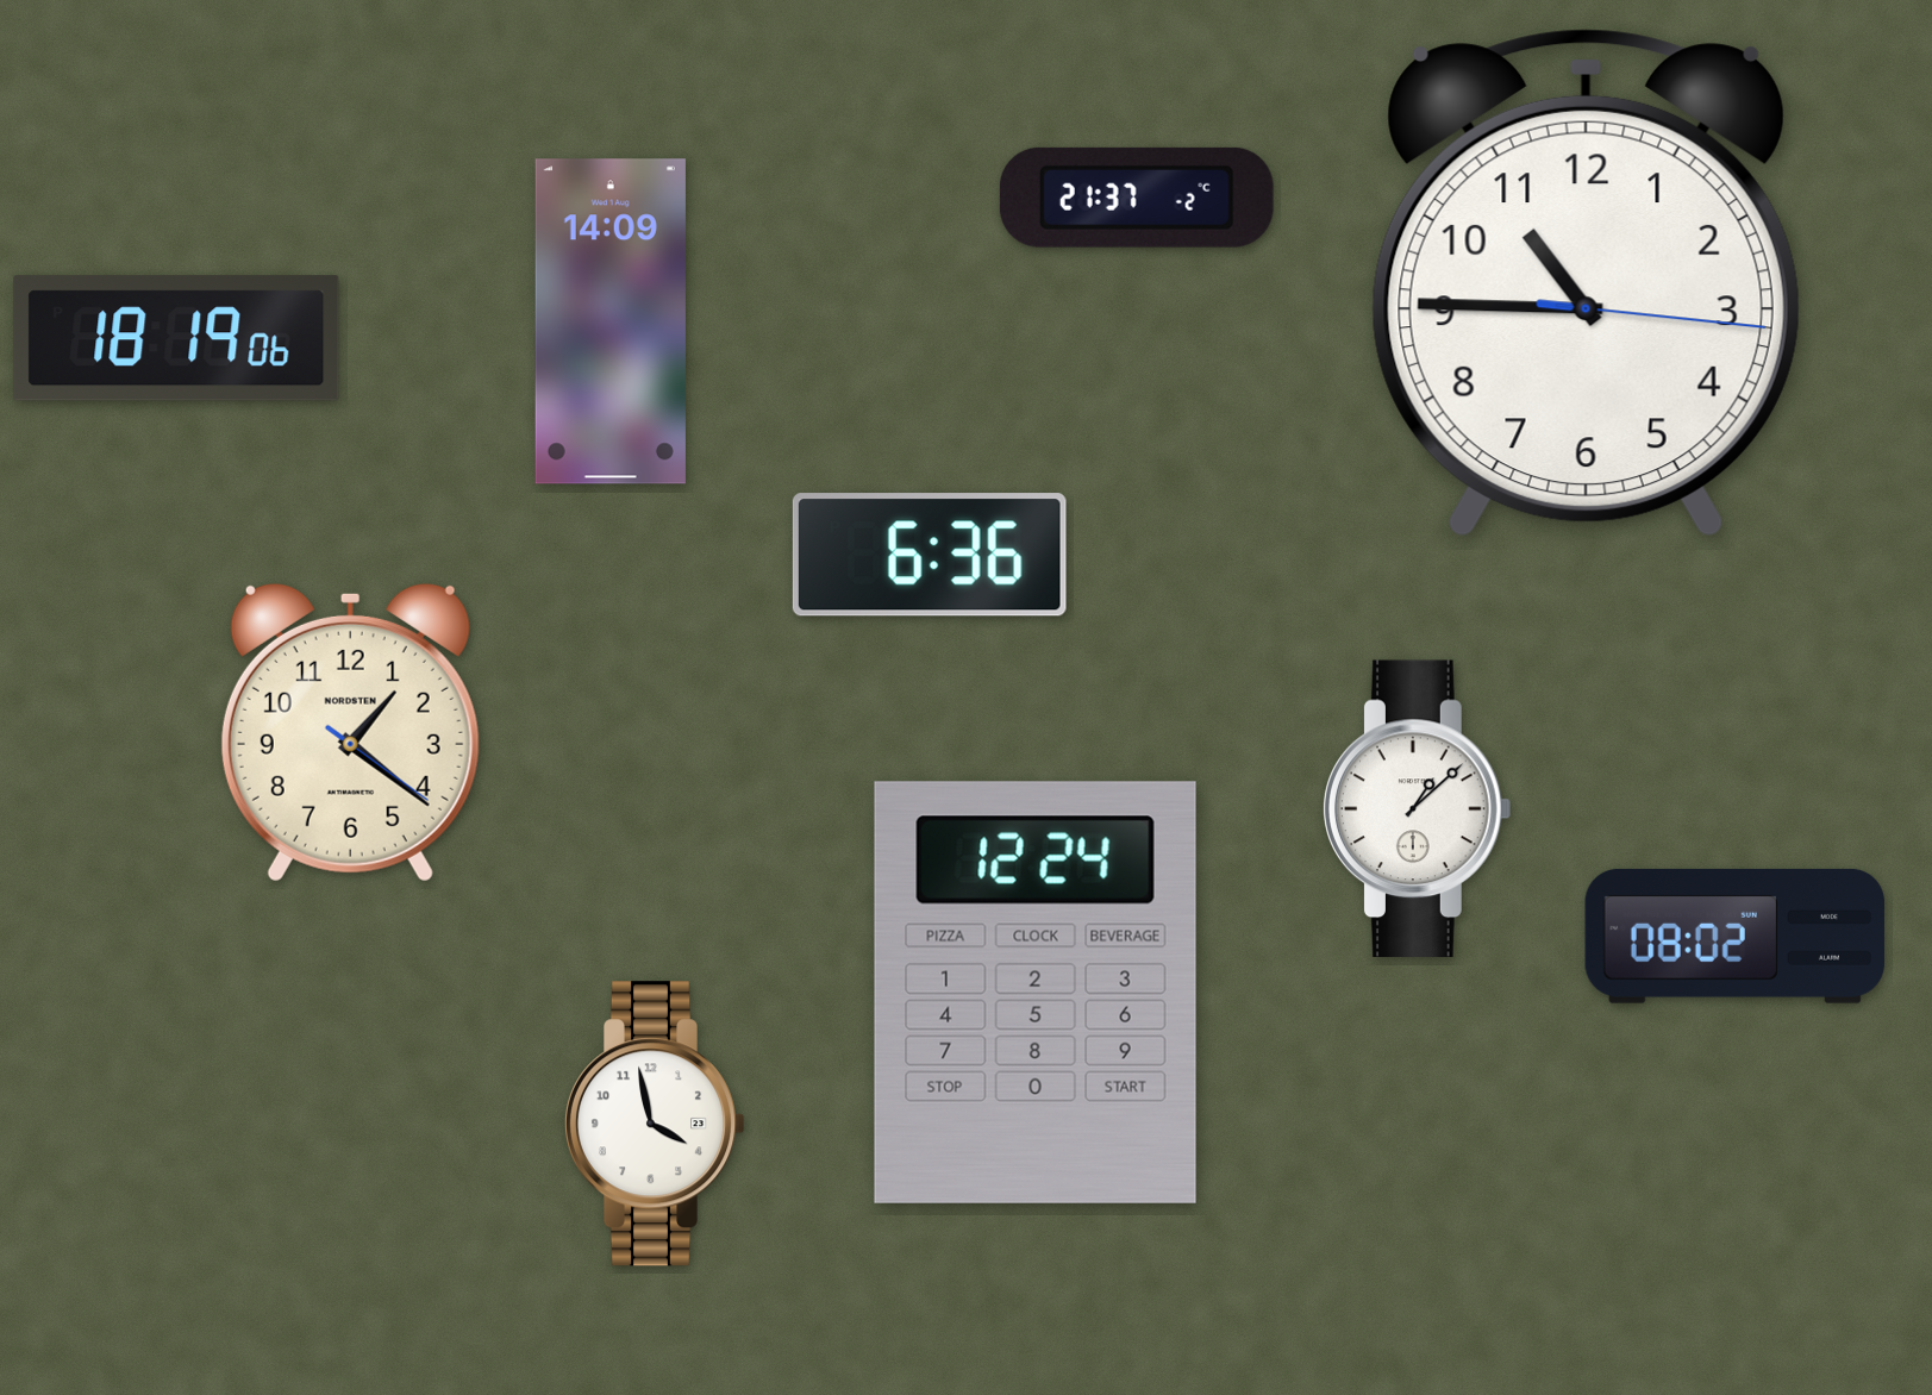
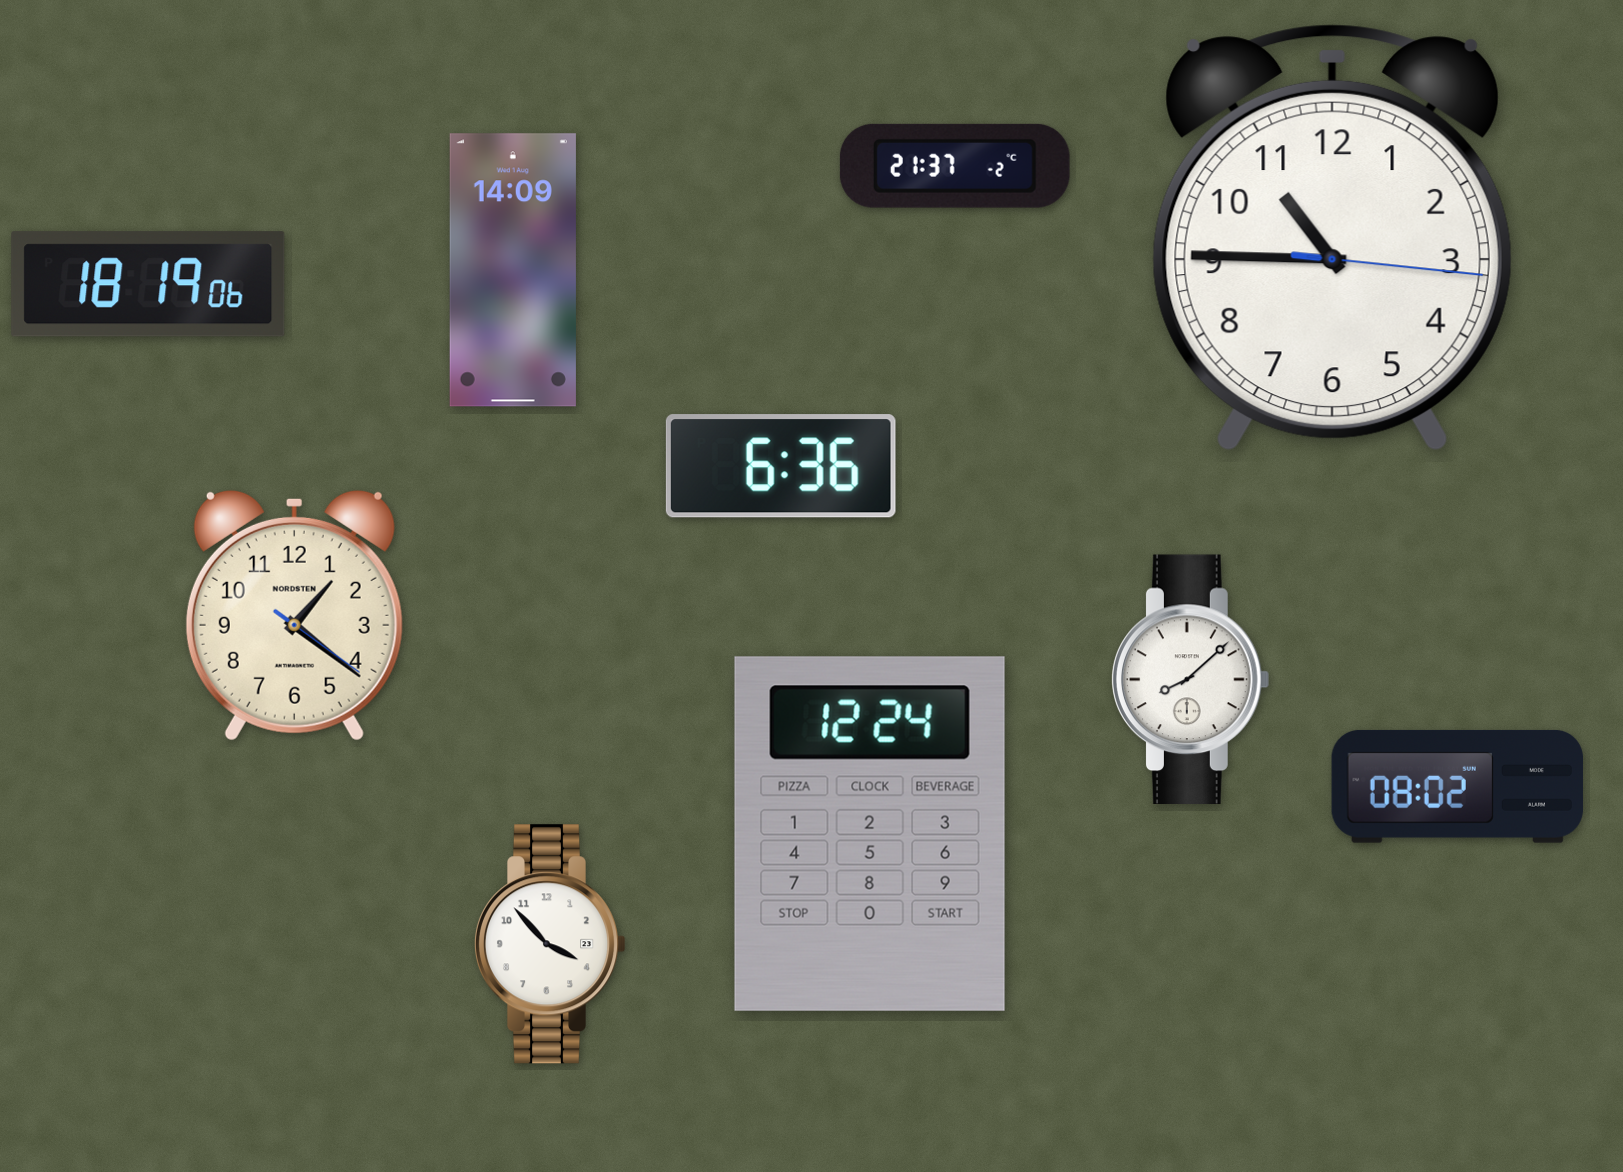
clock at (1418, 808): 1:08 -> 8:08
clock at (655, 1124): 3:58 -> 3:53
